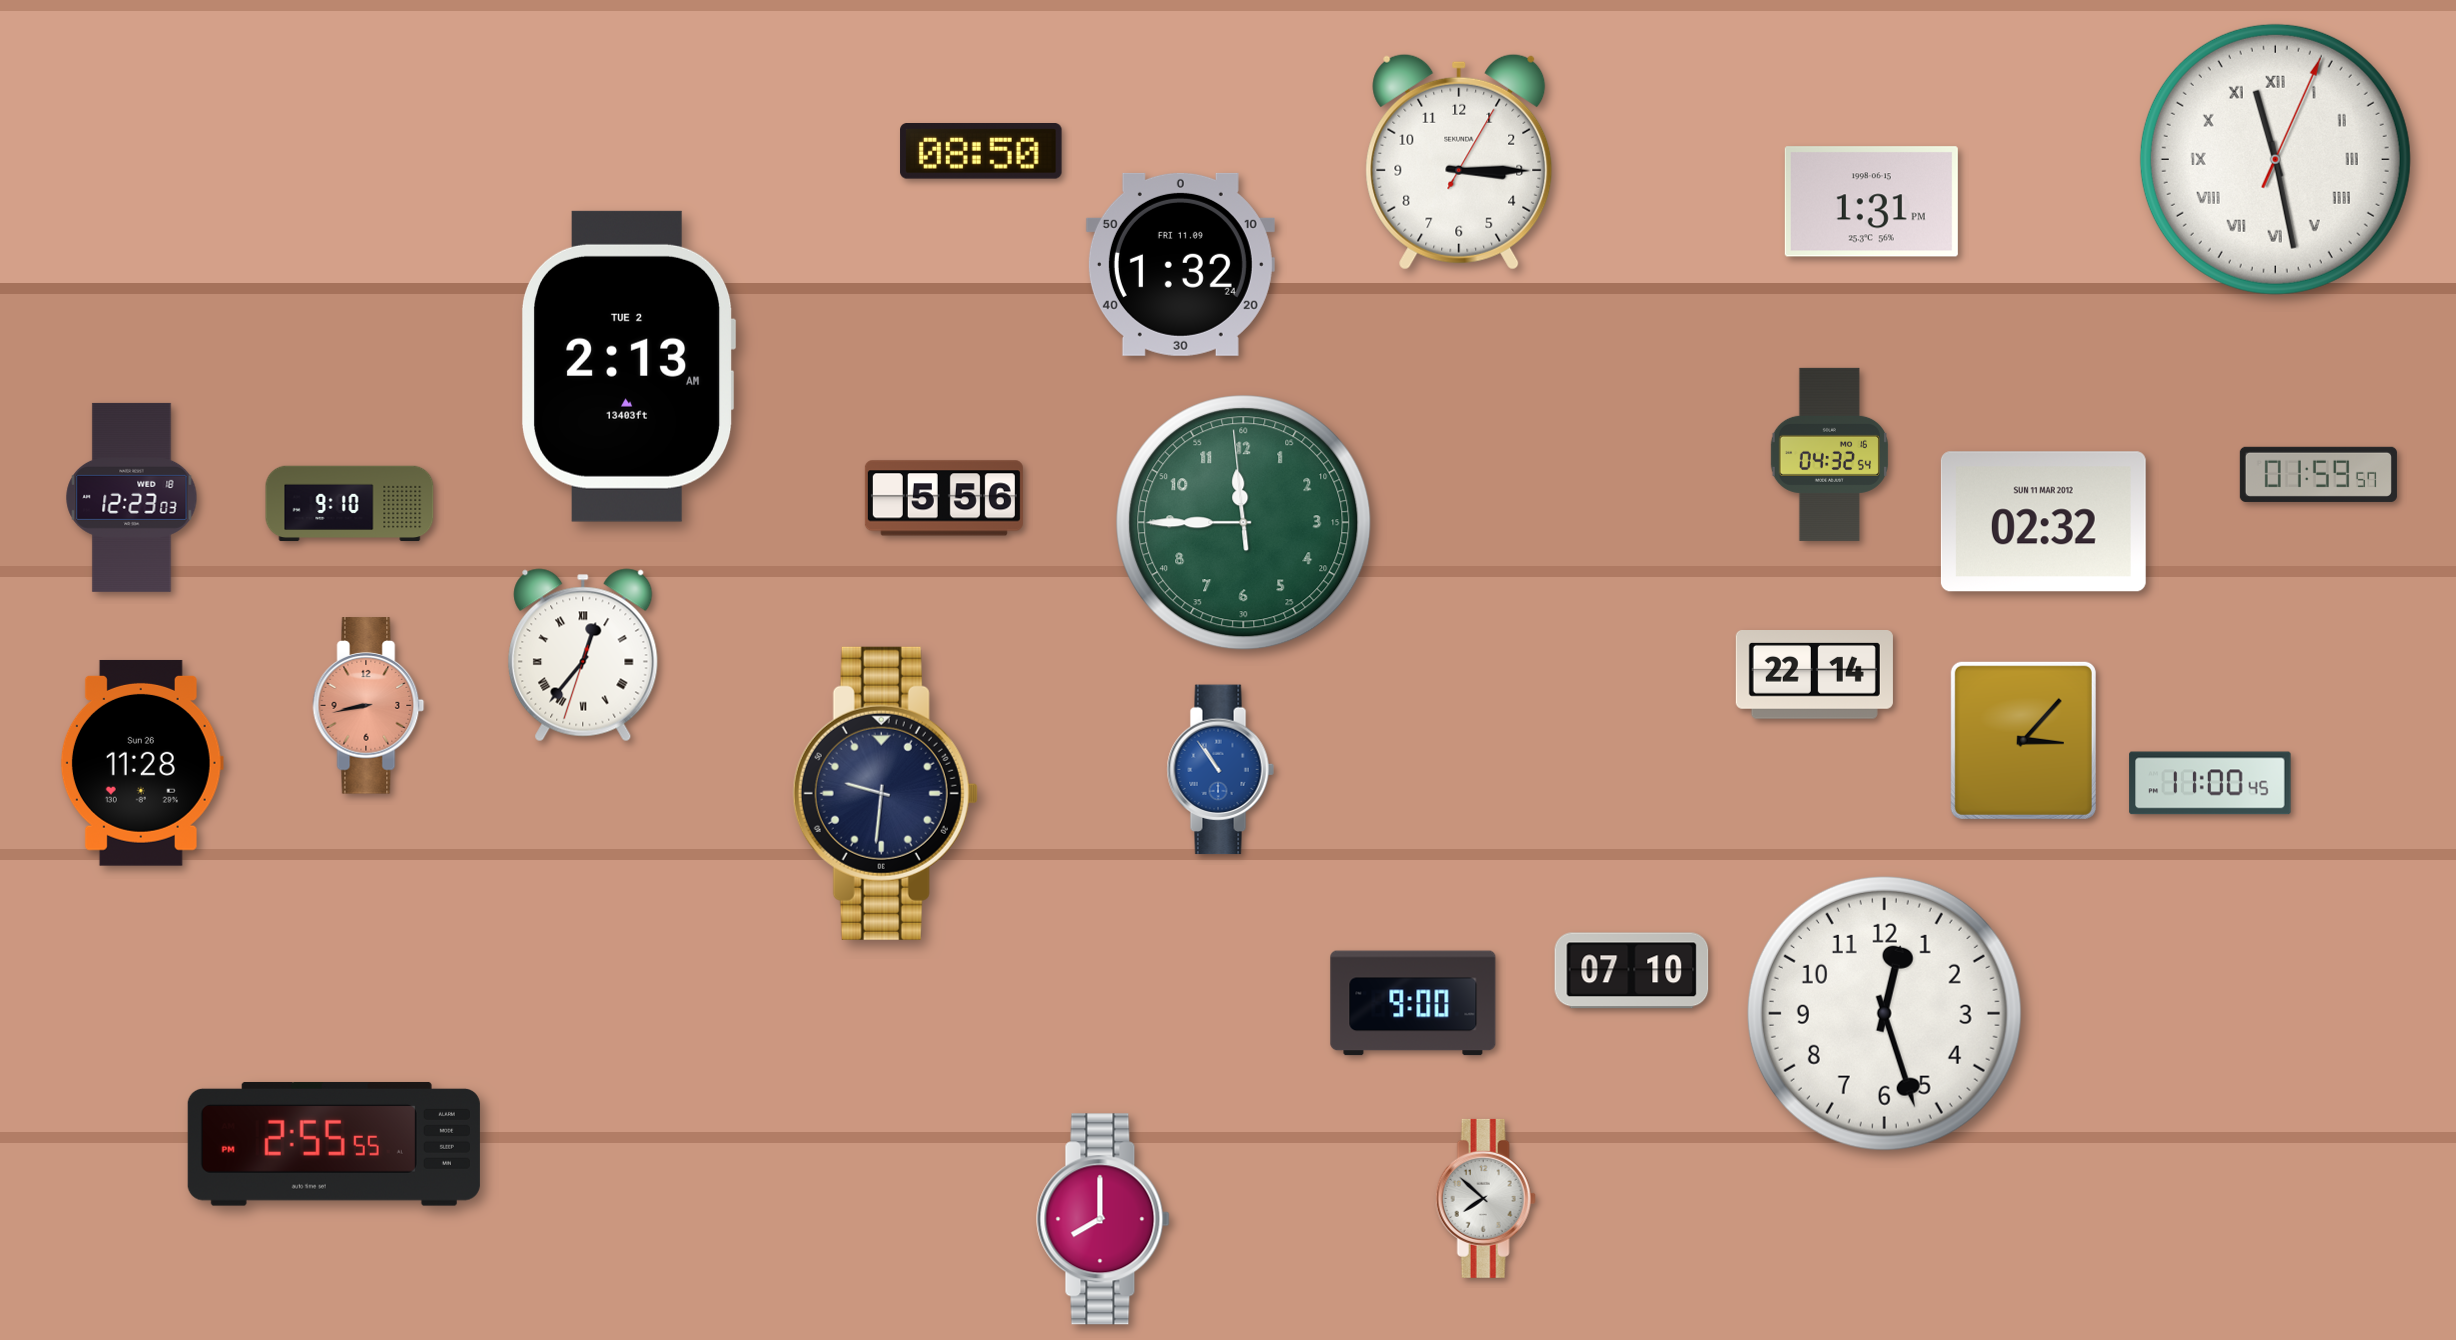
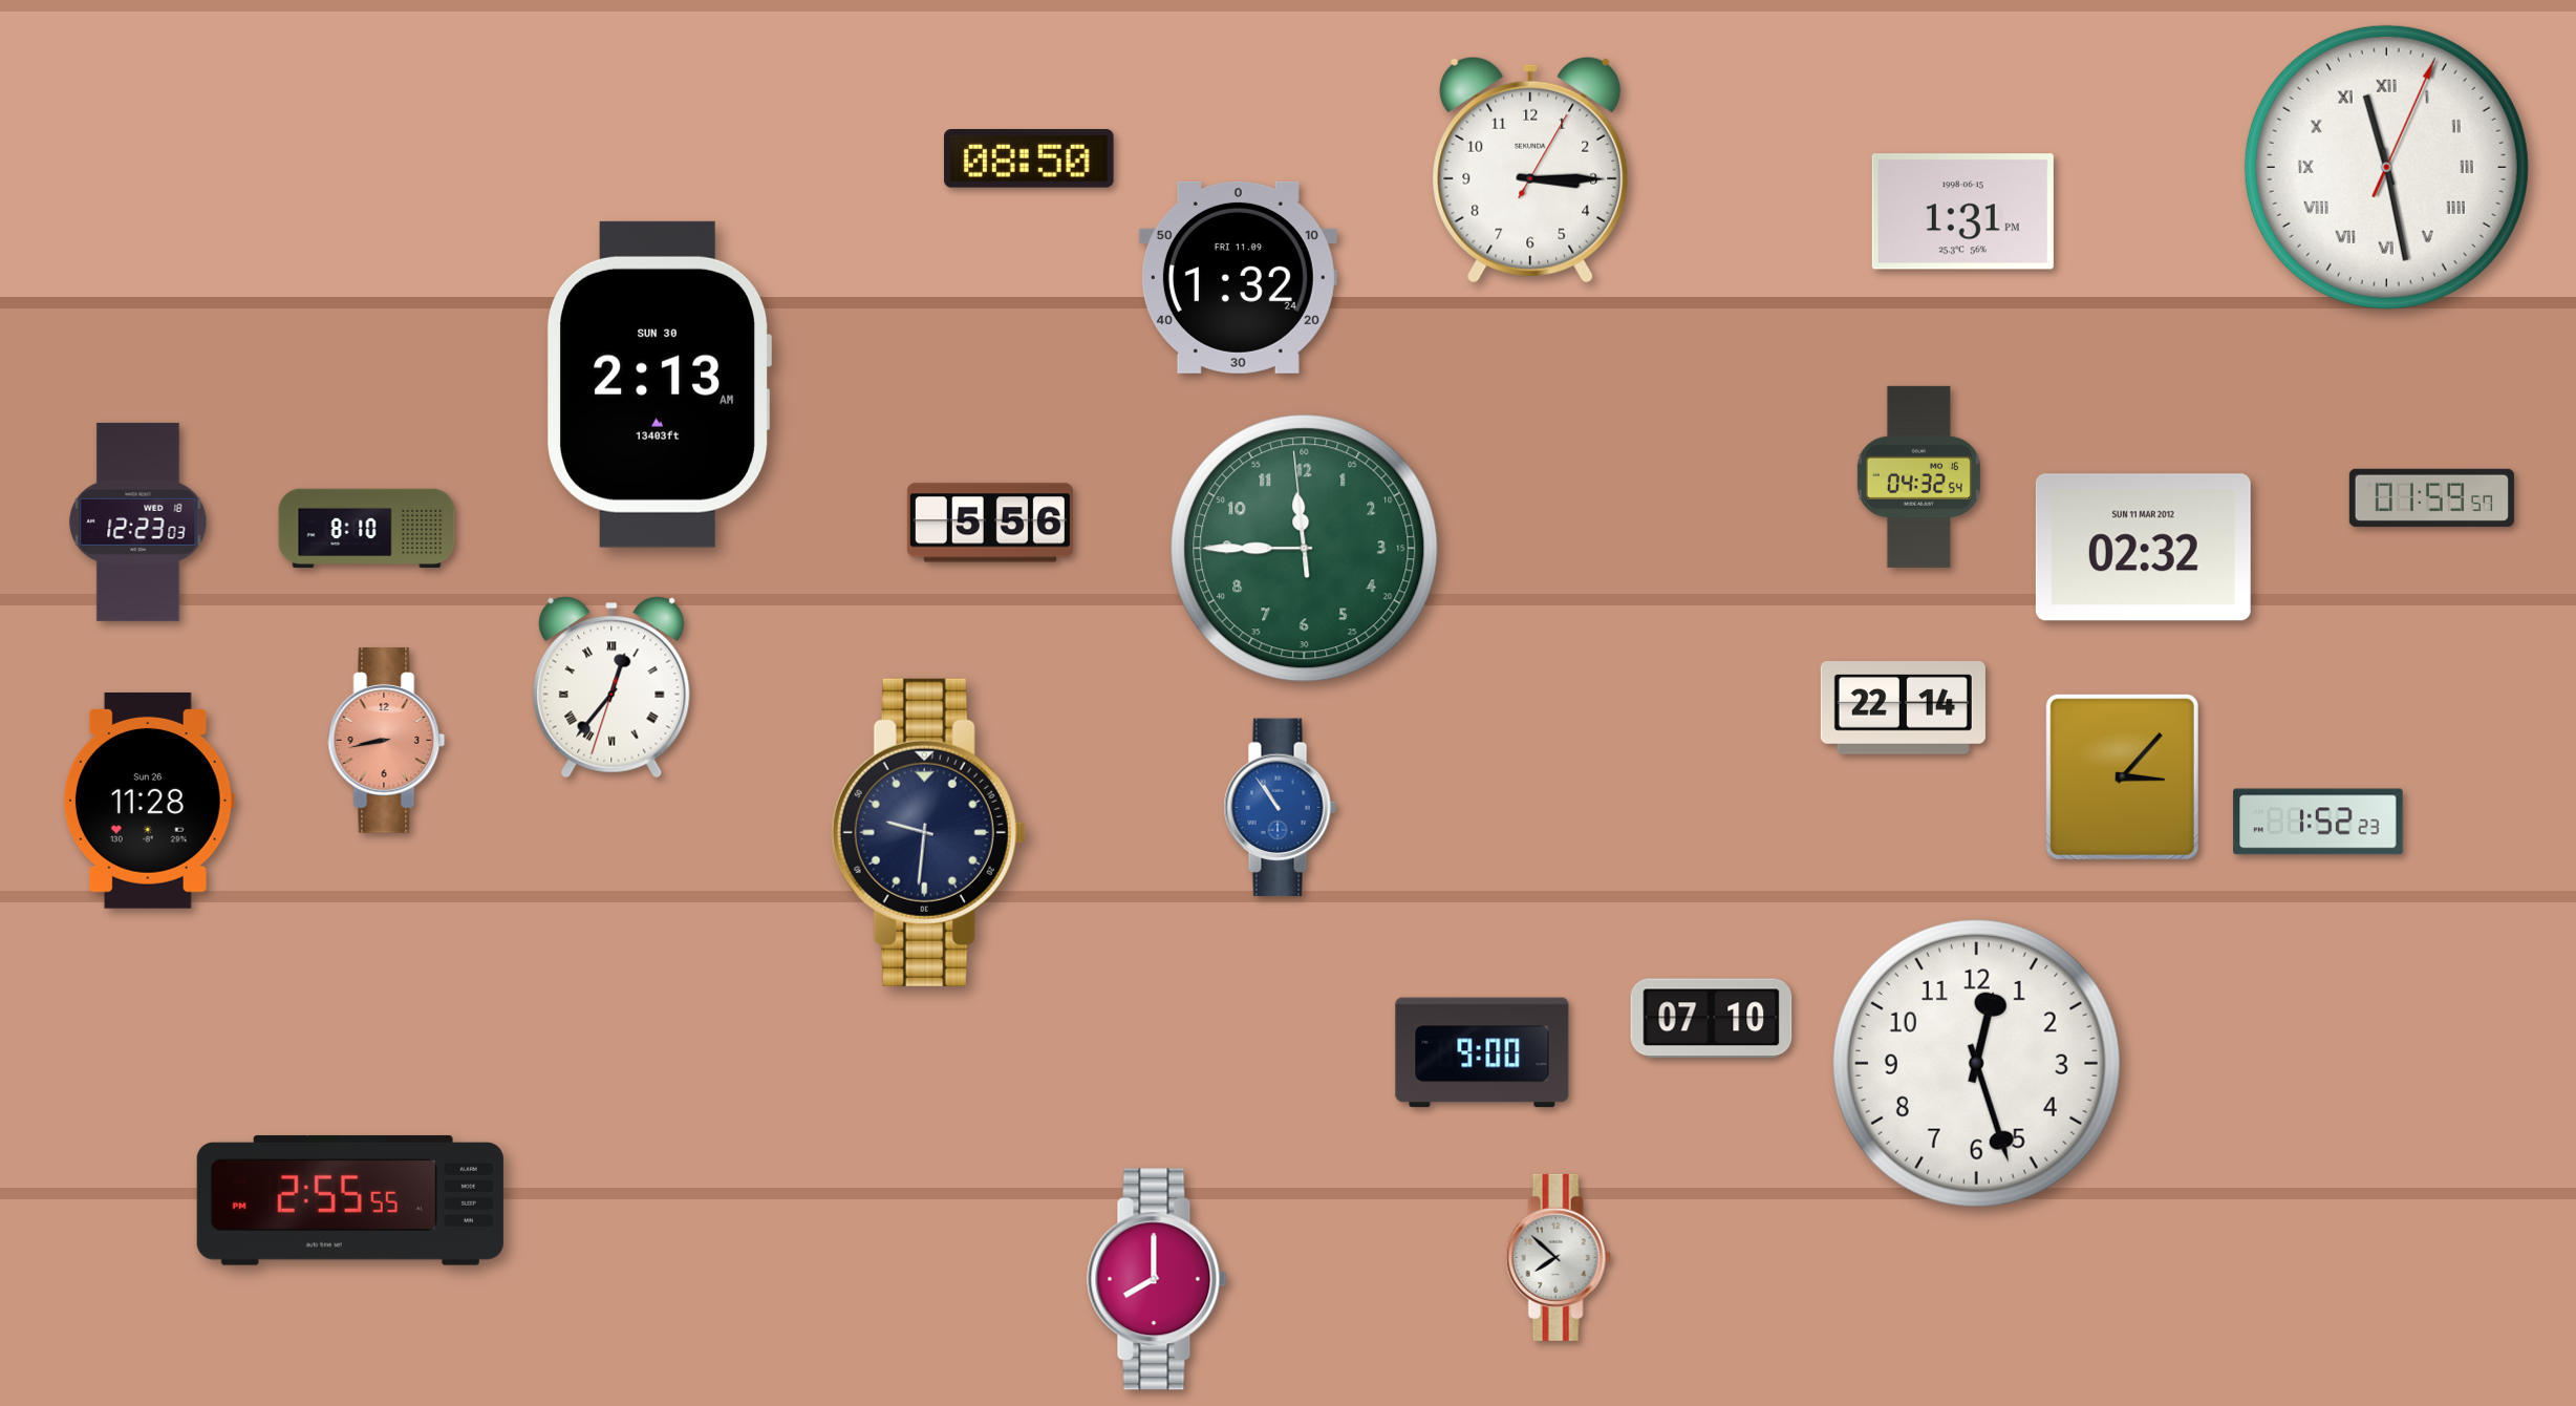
clock at (629, 366) date: TUE 2 -> SUN 30
clock at (350, 504): 9:10 -> 8:10
clock at (2210, 783): 11:00 -> 1:52
